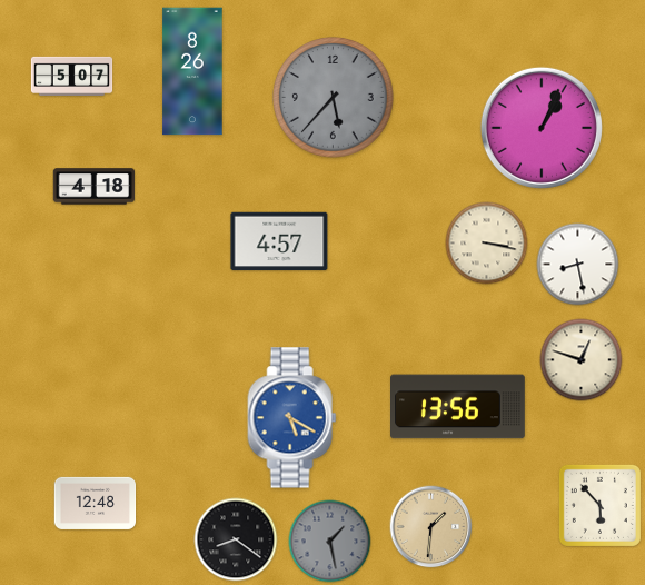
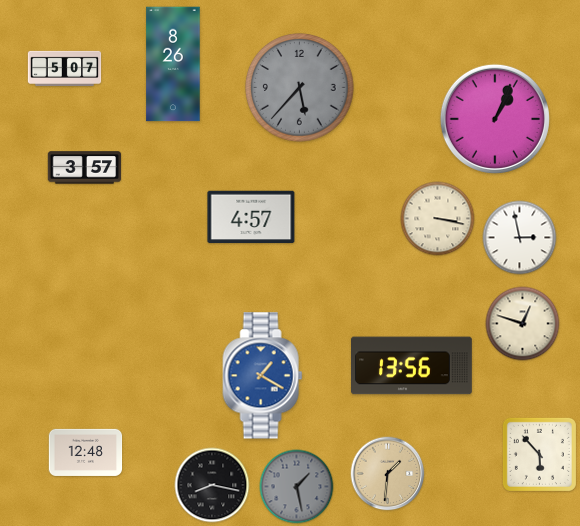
clock at (542, 128) position: (542, 128) -> (495, 119)
clock at (95, 187): 4:18 -> 3:57
clock at (578, 265): 8:28 -> 2:58
clock at (292, 418): 5:20 -> 1:20
clock at (236, 539): 8:21 -> 8:17
